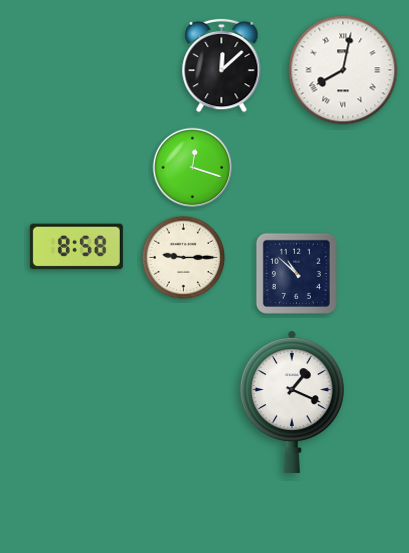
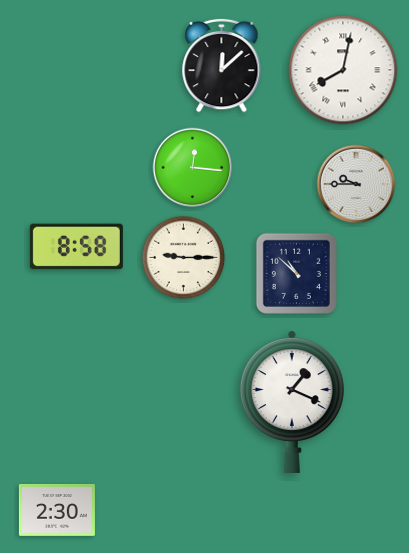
clock at (193, 168): 12:18 -> 12:16
clock at (356, 184): none -> 9:45
clock at (57, 511): none -> 2:30
